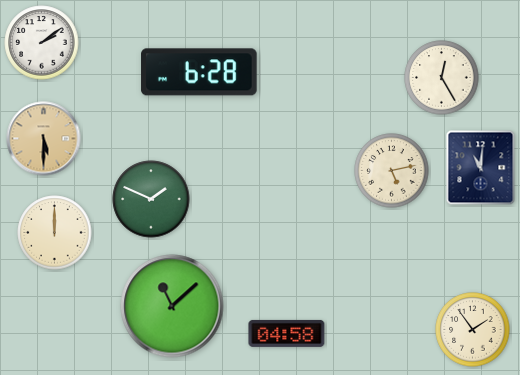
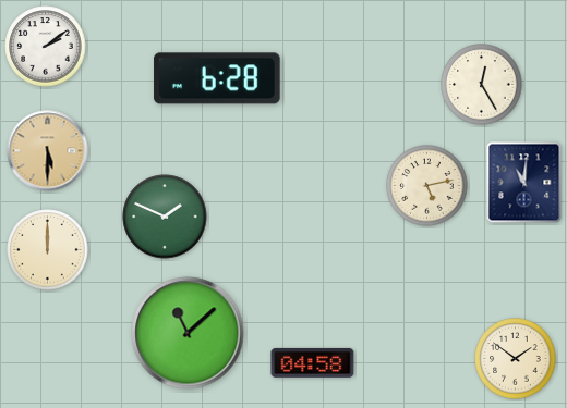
clock at (55, 233) position: (55, 233) -> (48, 250)
clock at (473, 330): 1:54 -> 1:51
